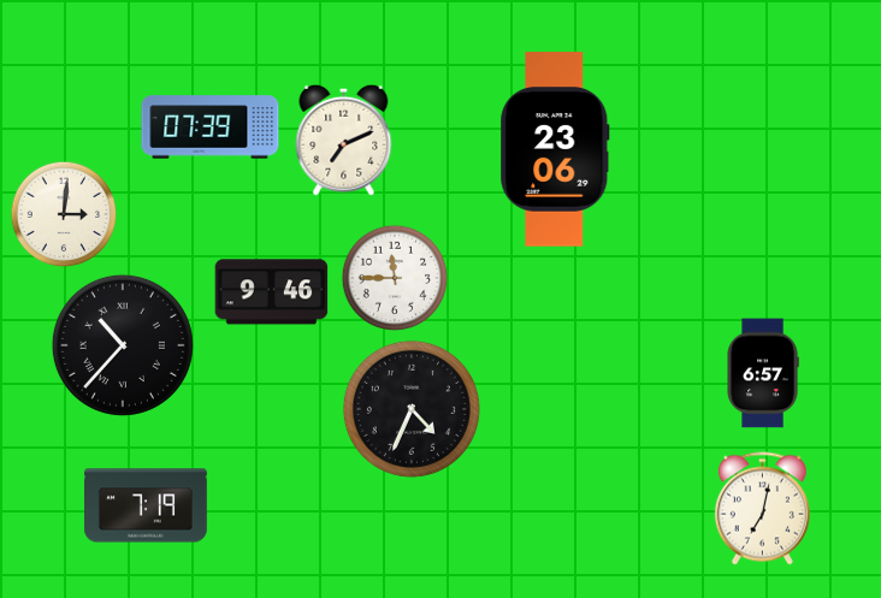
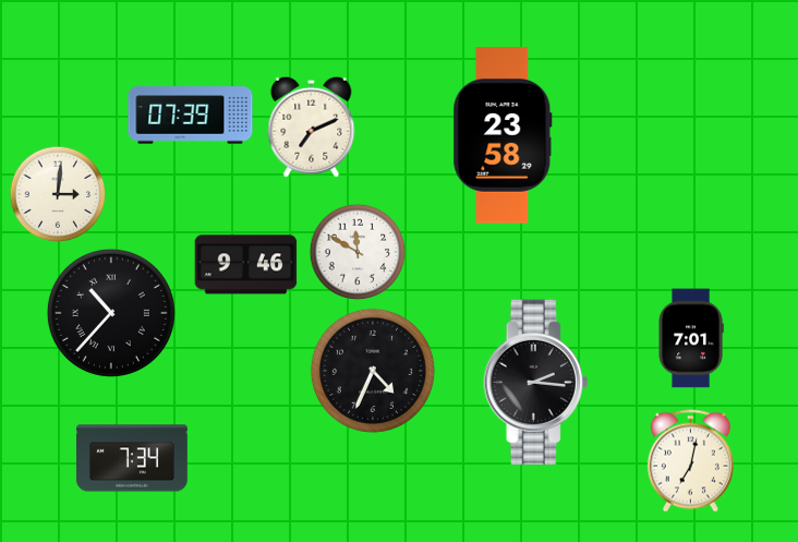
clock at (555, 149): 23:06 -> 23:58
clock at (395, 278): 11:45 -> 11:50
clock at (763, 373): 6:57 -> 7:01
clock at (536, 383): none -> 2:16
clock at (147, 505): 7:19 -> 7:34
